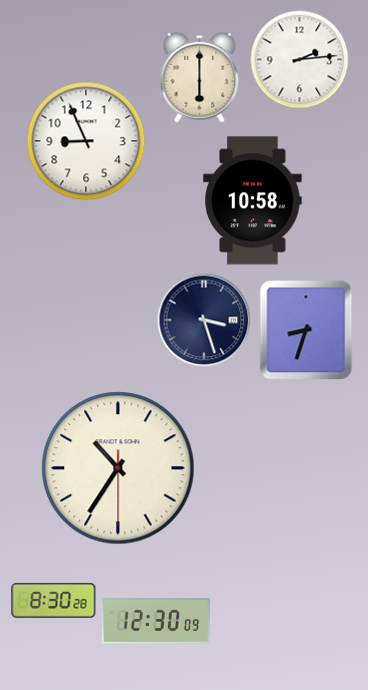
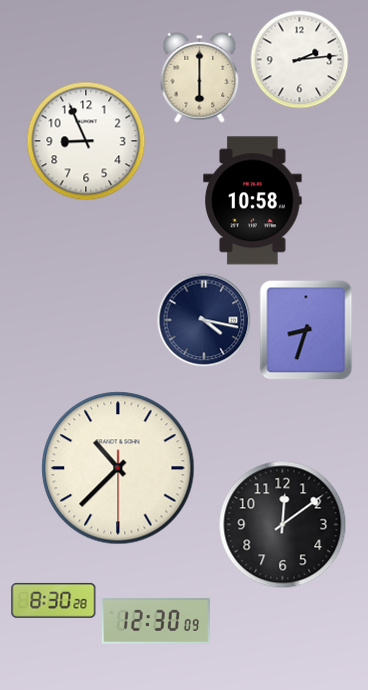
clock at (204, 320): 3:27 -> 4:17
clock at (118, 468): 10:35 -> 10:37
clock at (283, 525): none -> 12:09
